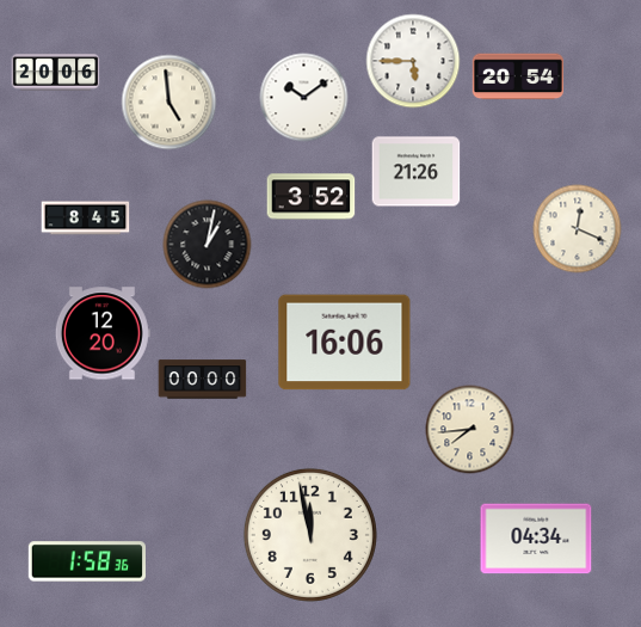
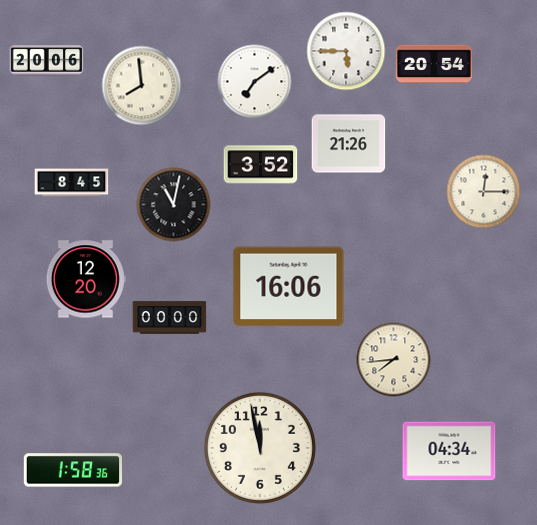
clock at (304, 98): 10:09 -> 7:09
clock at (170, 103): 4:59 -> 7:59
clock at (578, 229): 12:19 -> 12:15
clock at (208, 245): 1:02 -> 11:02
